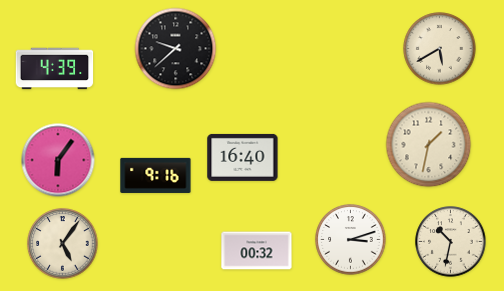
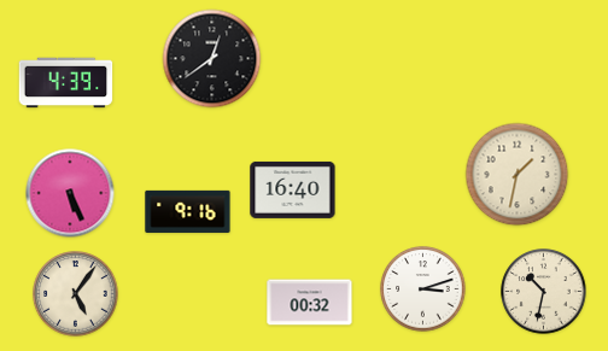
clock at (176, 49): 9:38 -> 12:39
clock at (440, 49): 5:40 -> none
clock at (58, 160): 6:06 -> 5:26
